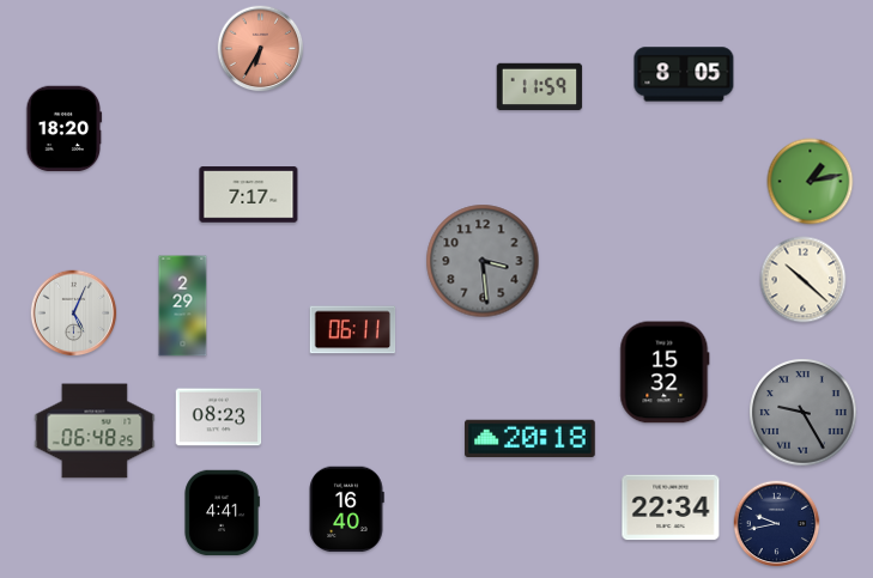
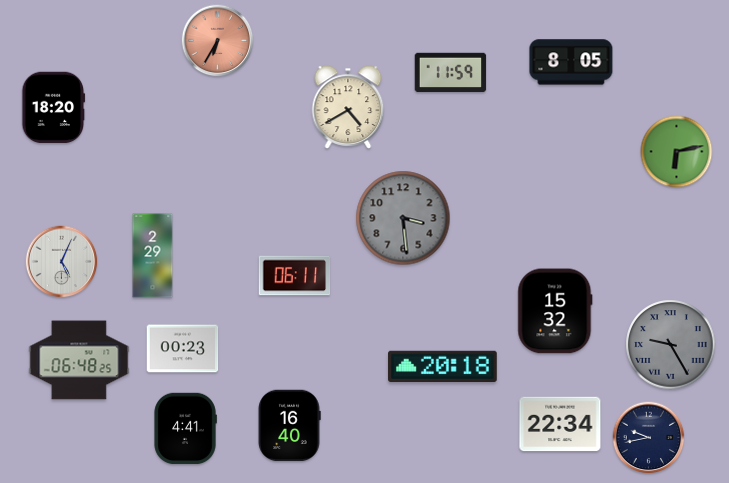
clock at (348, 107): none -> 4:40
clock at (811, 182): 1:13 -> 6:13
clock at (249, 195): 7:17 -> none
clock at (804, 280): 10:22 -> none
clock at (219, 418): 08:23 -> 00:23
